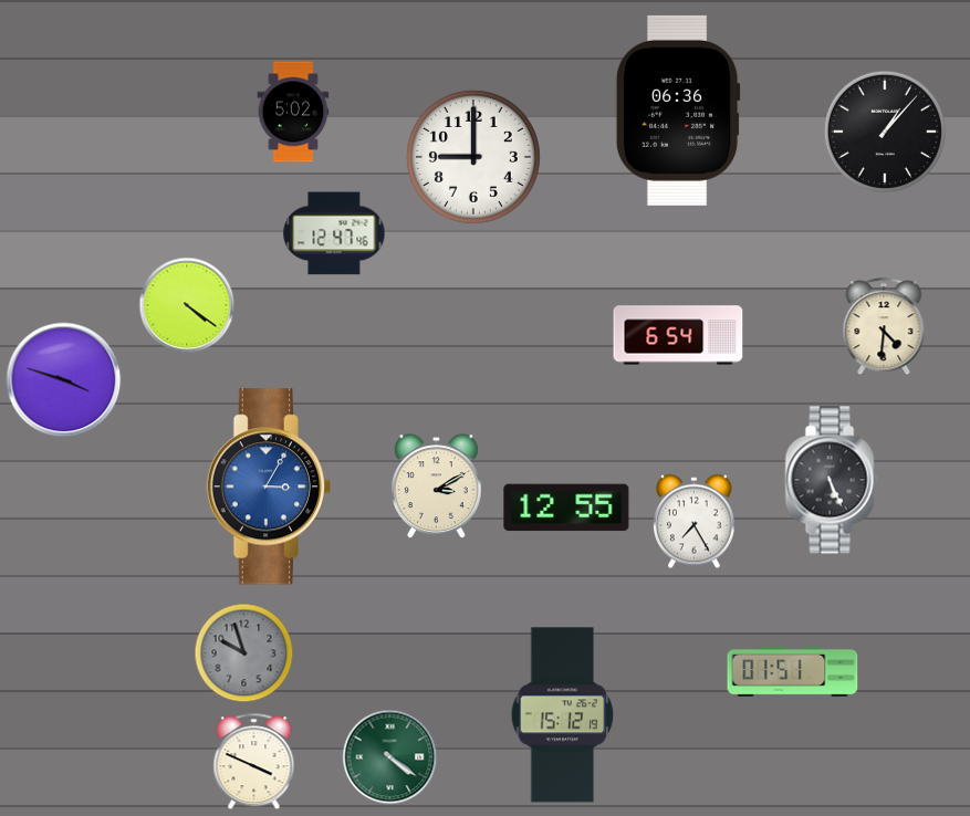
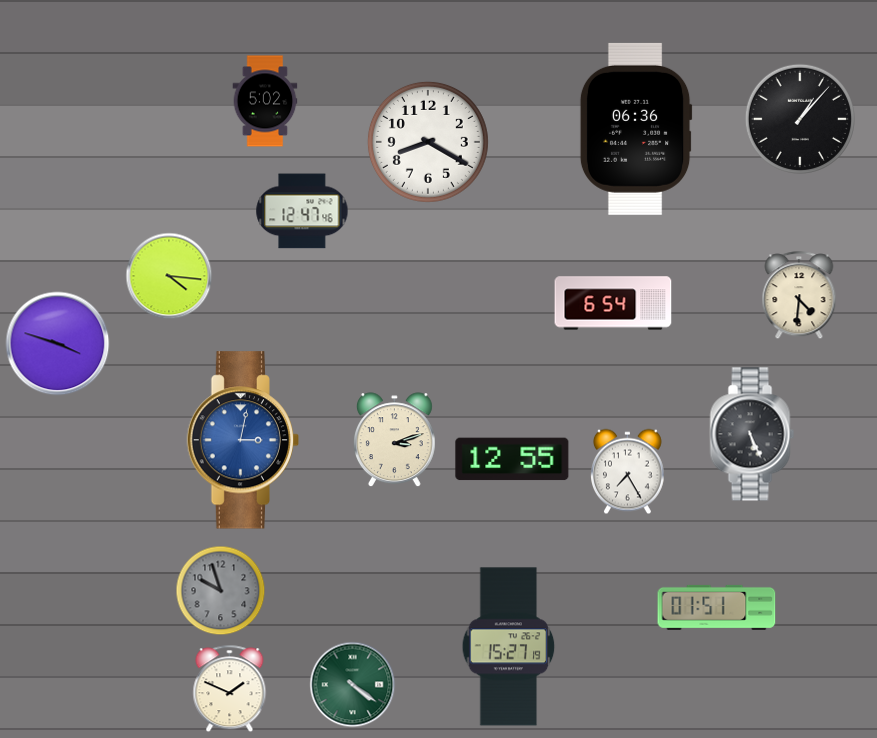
clock at (678, 111) position: (678, 111) -> (636, 129)
clock at (473, 157): 9:00 -> 8:20
clock at (187, 305): 4:21 -> 4:16
clock at (269, 487): 3:05 -> 3:02
clock at (436, 487): 3:10 -> 3:12
clock at (563, 715): 15:12 -> 15:27
clock at (254, 762): 3:49 -> 1:49
